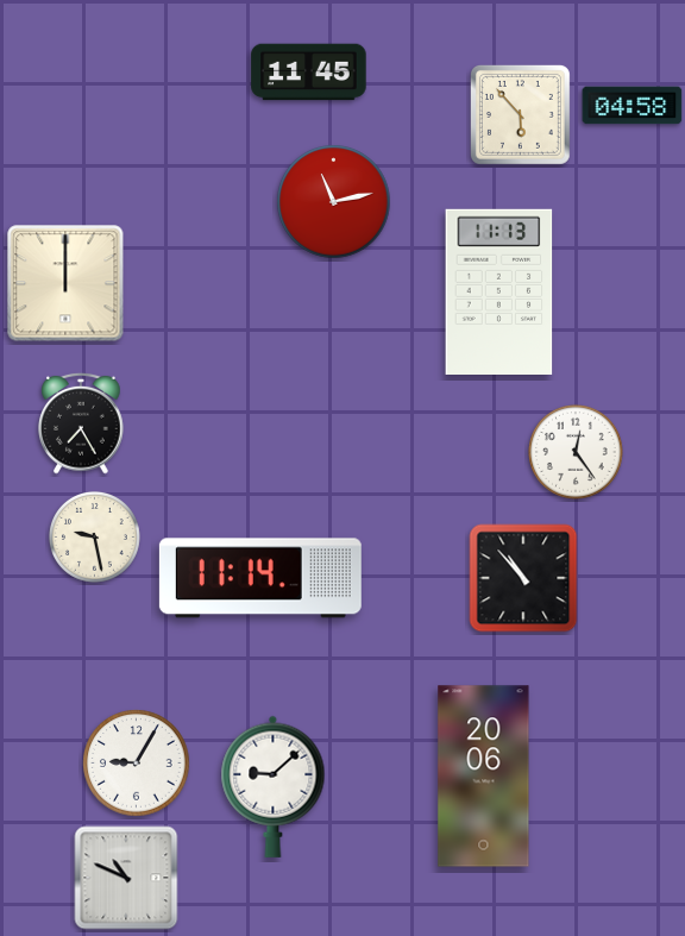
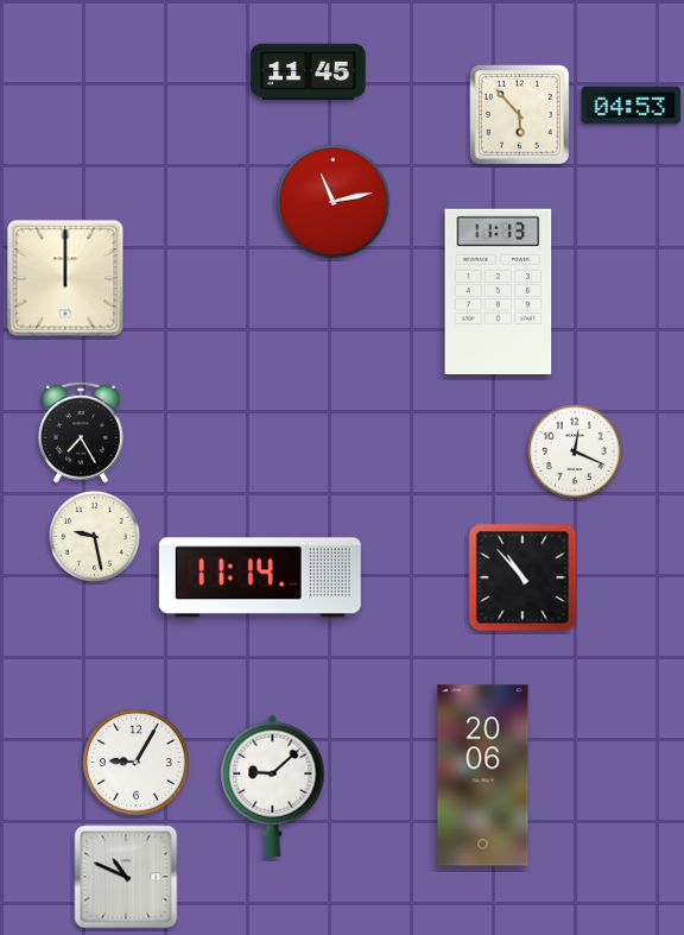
clock at (633, 106): 04:58 -> 04:53
clock at (65, 283) position: (65, 283) -> (65, 278)
clock at (81, 423) position: (81, 423) -> (81, 432)
clock at (577, 453): 12:24 -> 12:19
